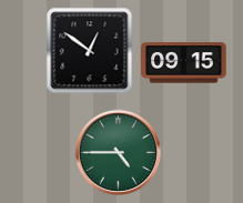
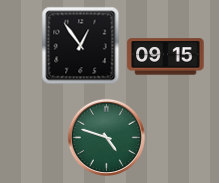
clock at (89, 50): 12:51 -> 12:54
clock at (118, 152): 4:45 -> 4:48
